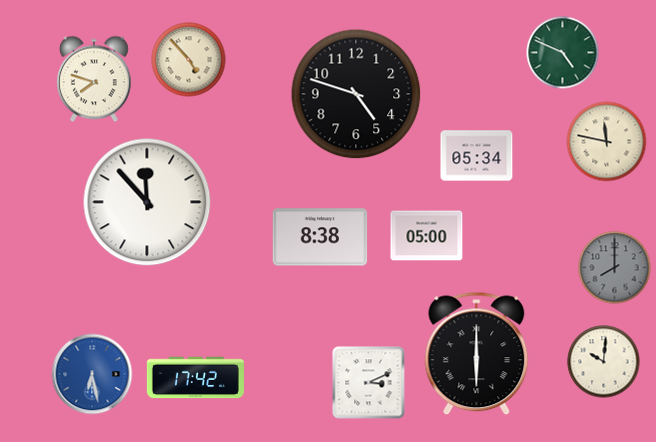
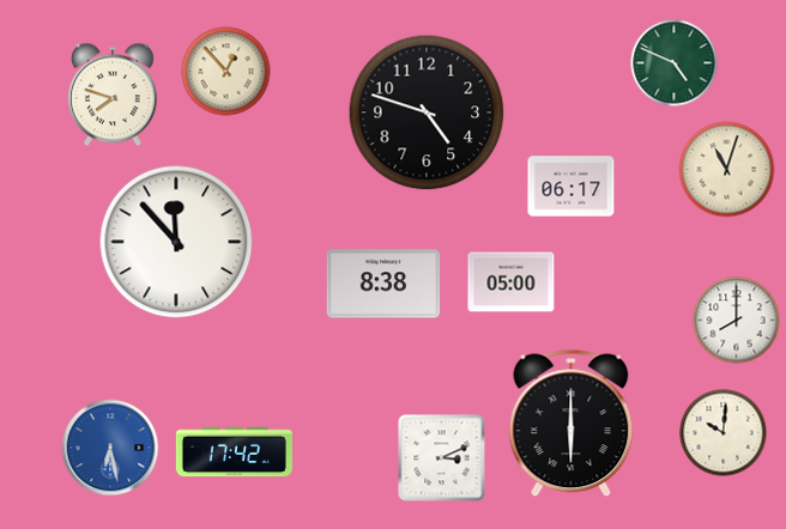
clock at (189, 60): 4:53 -> 12:53
clock at (607, 142): 11:47 -> 11:03
clock at (477, 156): 05:34 -> 06:17
clock at (615, 268) dial: grey -> white
